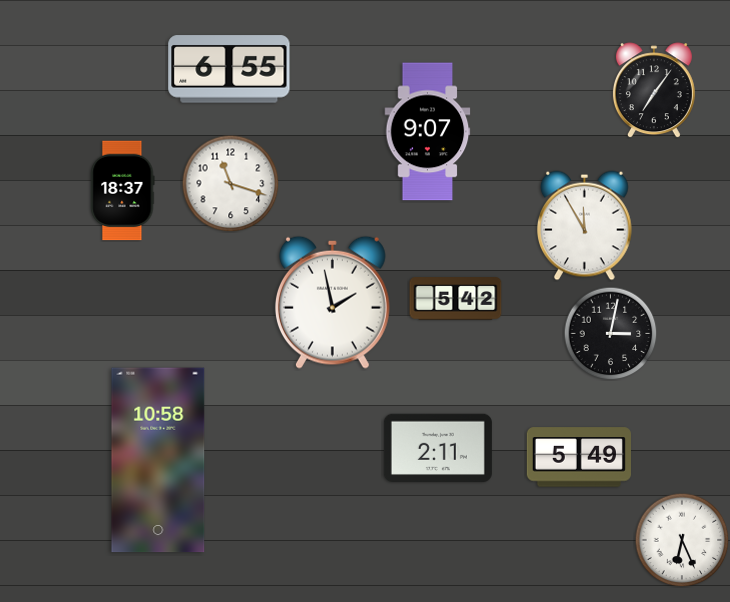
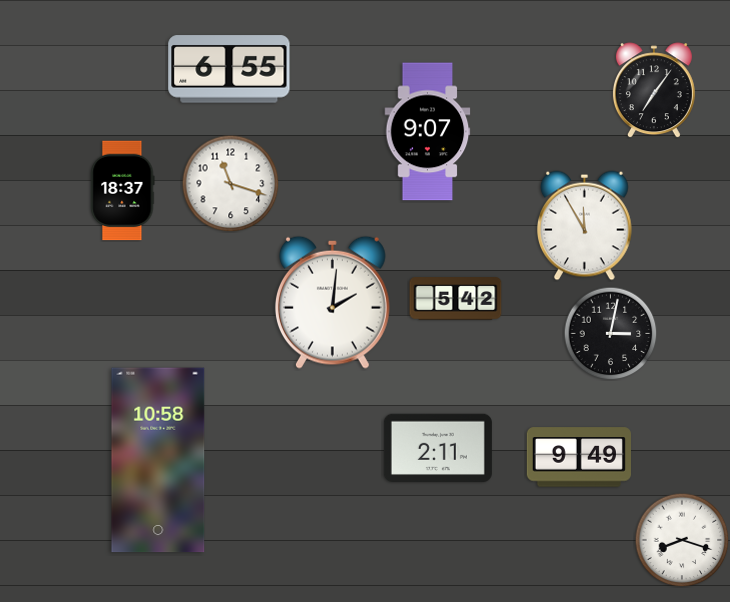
clock at (332, 302): 1:58 -> 2:01
clock at (579, 457): 5:49 -> 9:49
clock at (682, 540): 6:26 -> 8:18
